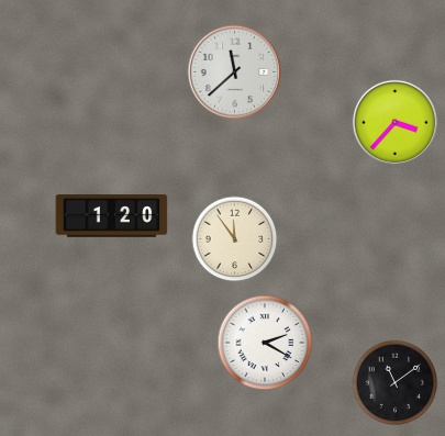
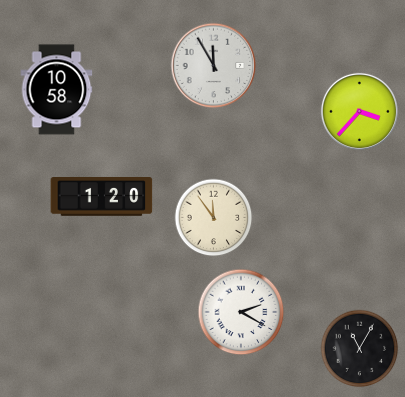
clock at (234, 71): 11:38 -> 11:55
clock at (57, 90): none -> 10:58
clock at (394, 382): 11:09 -> 11:05
